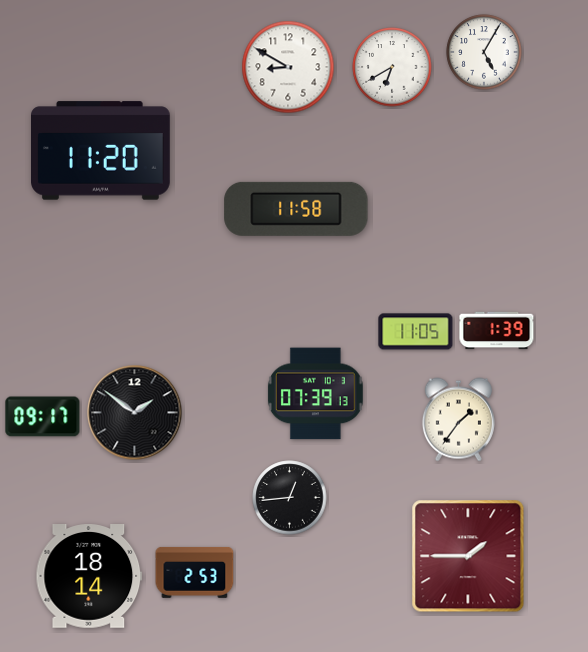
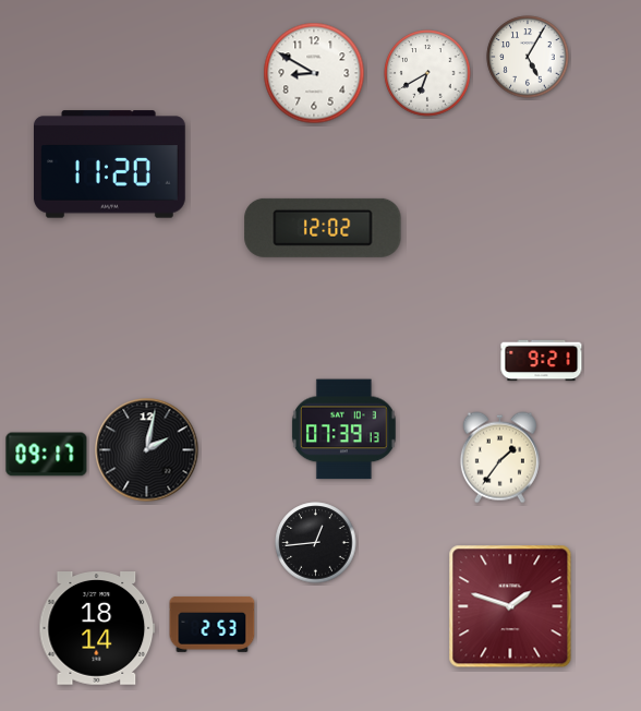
clock at (296, 209): 11:58 -> 12:02
clock at (497, 331): 1:39 -> 9:21
clock at (416, 332): 11:05 -> none
clock at (135, 413): 1:51 -> 2:02
clock at (468, 556): 1:45 -> 1:48
